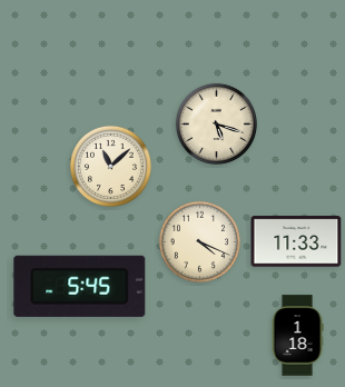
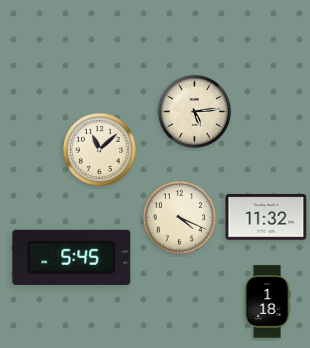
clock at (216, 123): 5:18 -> 5:14
clock at (296, 241): 11:33 -> 11:32
